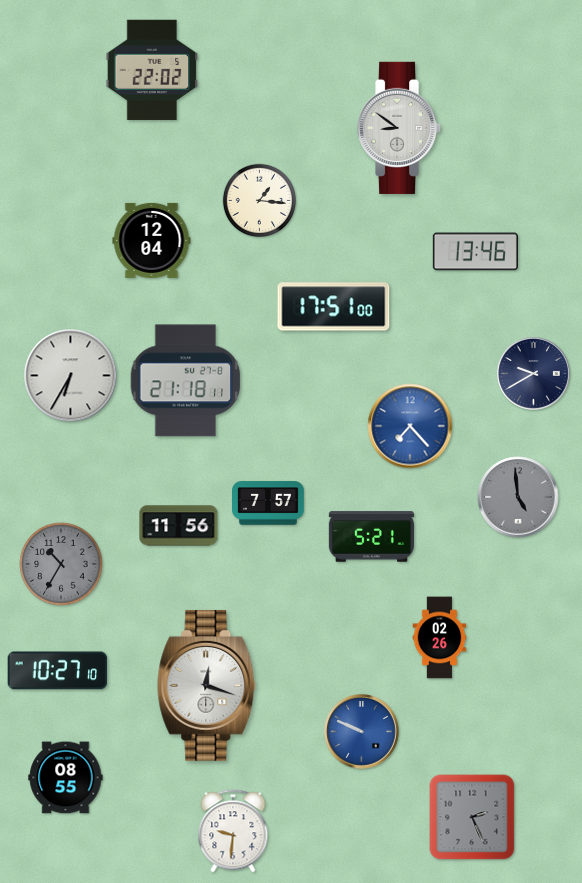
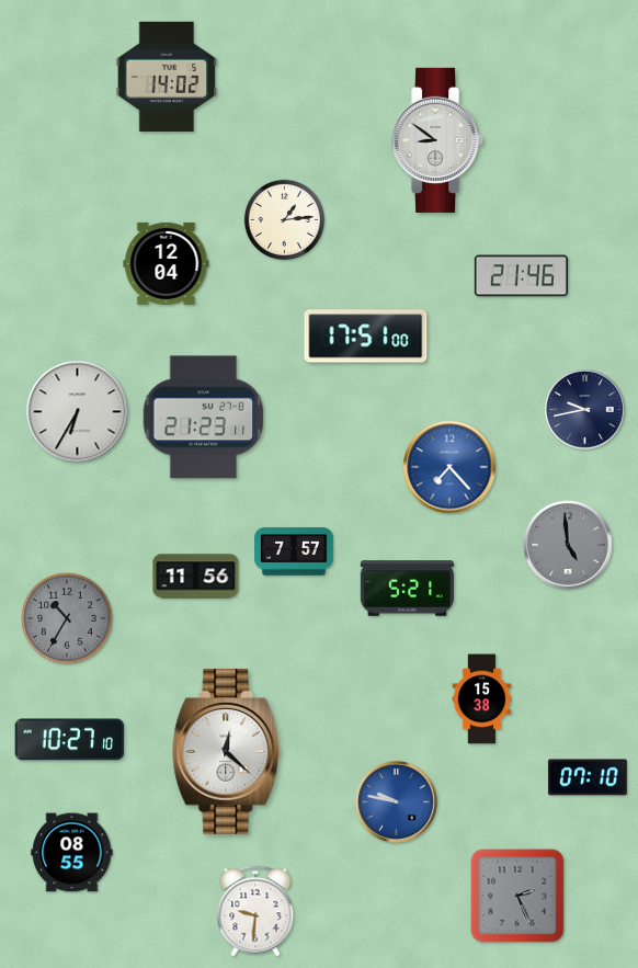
clock at (152, 70): 22:02 -> 14:02
clock at (260, 201): 1:16 -> 1:14
clock at (475, 252): 13:46 -> 21:46
clock at (533, 373): 9:40 -> 9:43
clock at (186, 381): 21:18 -> 21:23
clock at (440, 638): 02:26 -> 15:38
clock at (58, 671) position: (58, 671) -> (70, 740)
clock at (207, 685): 12:18 -> 12:22
clock at (588, 777): none -> 07:10
clock at (362, 732): 9:49 -> 9:47
